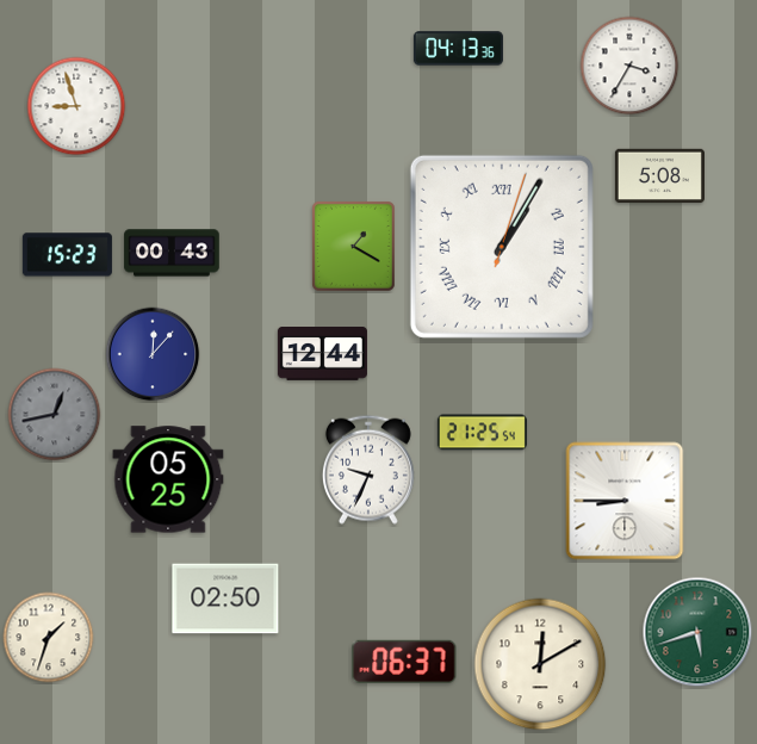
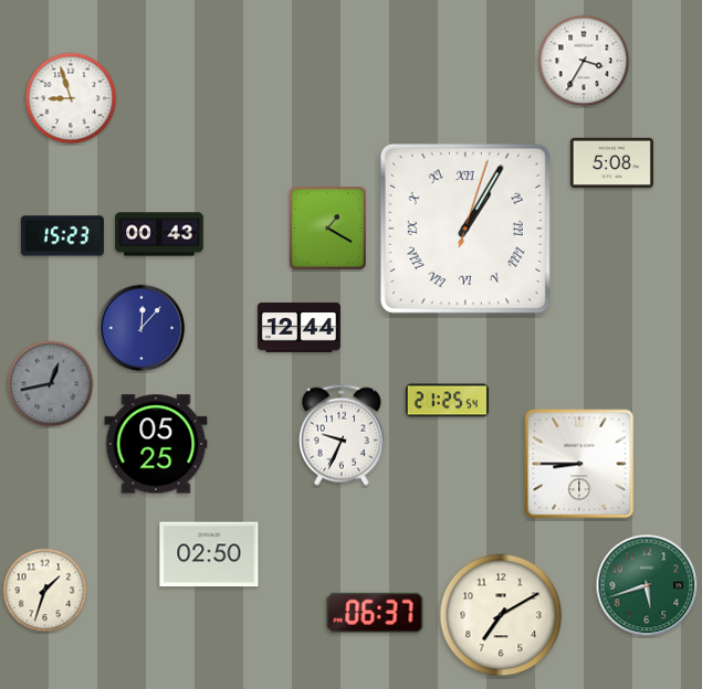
clock at (458, 49): 04:13 -> none
clock at (540, 664): 12:10 -> 7:10
